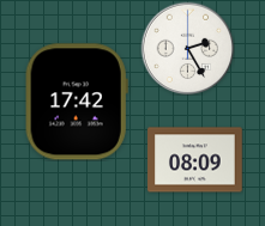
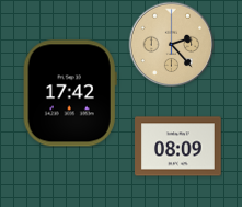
clock at (187, 48): 2:25 -> 2:23
clock at (187, 48) dial: white -> champagne
